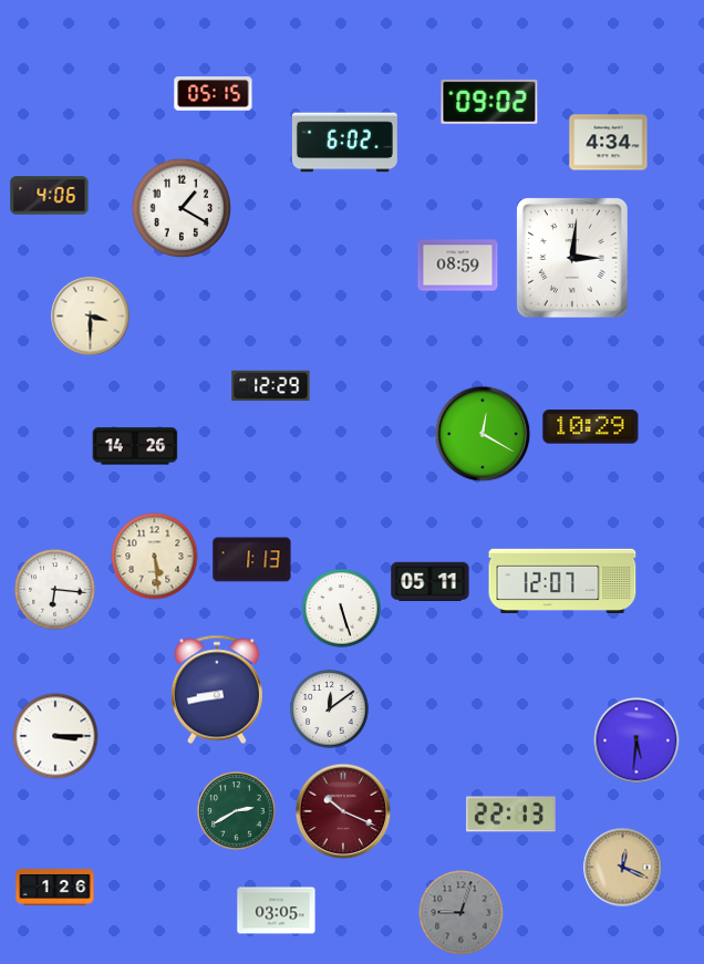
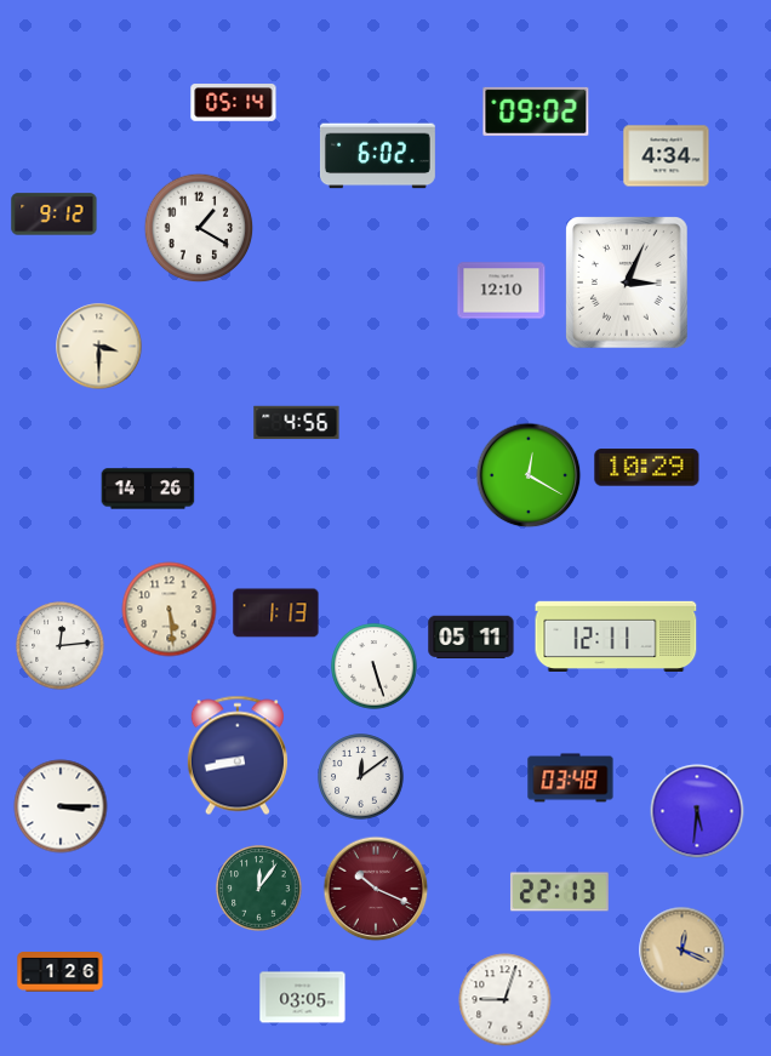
clock at (214, 94): 05:15 -> 05:14
clock at (50, 196): 4:06 -> 9:12
clock at (573, 259): 3:01 -> 3:04
clock at (458, 266): 08:59 -> 12:10
clock at (271, 386): 12:29 -> 4:56
clock at (562, 580): 12:07 -> 12:11
clock at (55, 590): 6:16 -> 12:14
clock at (571, 778): none -> 03:48
clock at (237, 811): 2:40 -> 12:06
clock at (462, 913) dial: grey -> white
